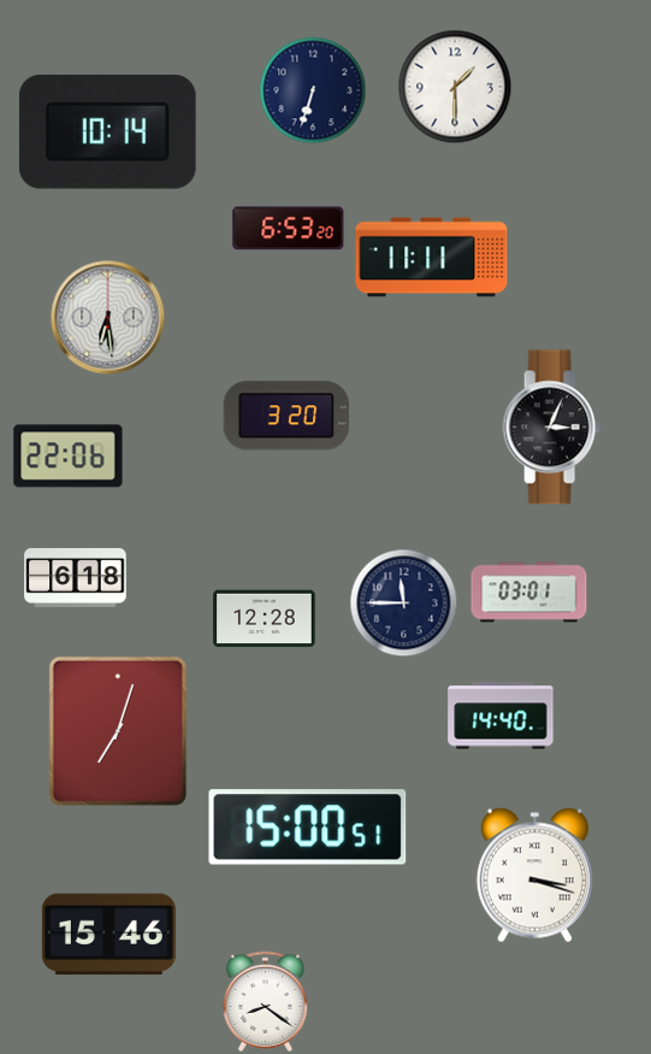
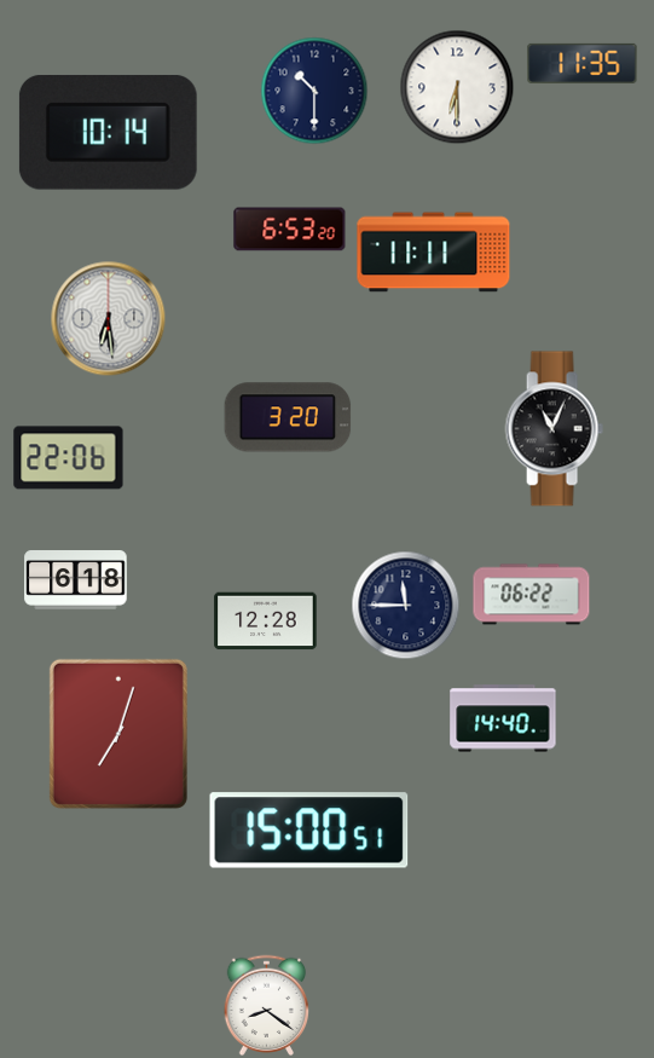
clock at (583, 63): none -> 11:35
clock at (455, 87): 1:30 -> 6:30
clock at (313, 90): 6:33 -> 10:30
clock at (432, 258) position: (432, 258) -> (434, 253)
clock at (551, 428): 3:04 -> 11:04
clock at (529, 593): 03:01 -> 06:22
clock at (534, 876): 3:18 -> none
clock at (108, 935): 15:46 -> none
